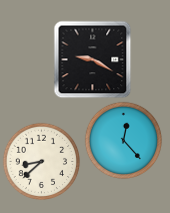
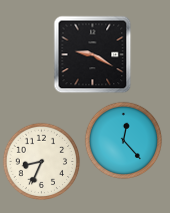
clock at (92, 59) position: (92, 59) -> (92, 54)
clock at (41, 161): 8:38 -> 8:34
